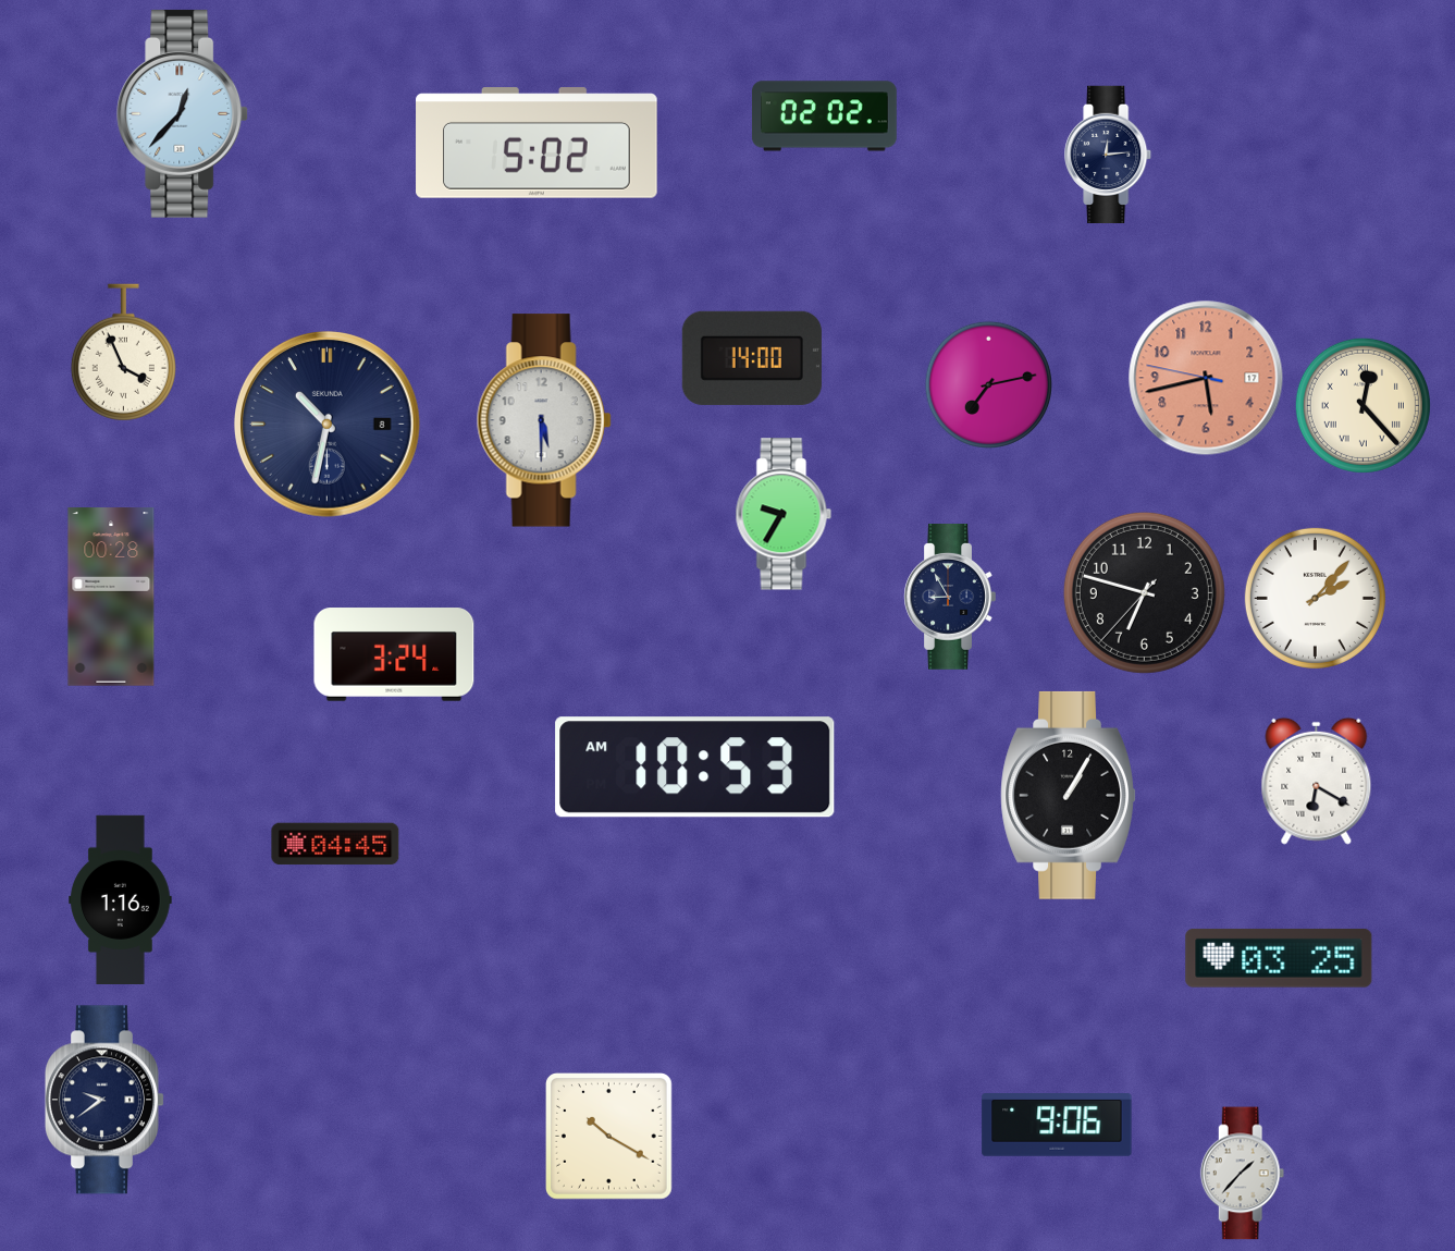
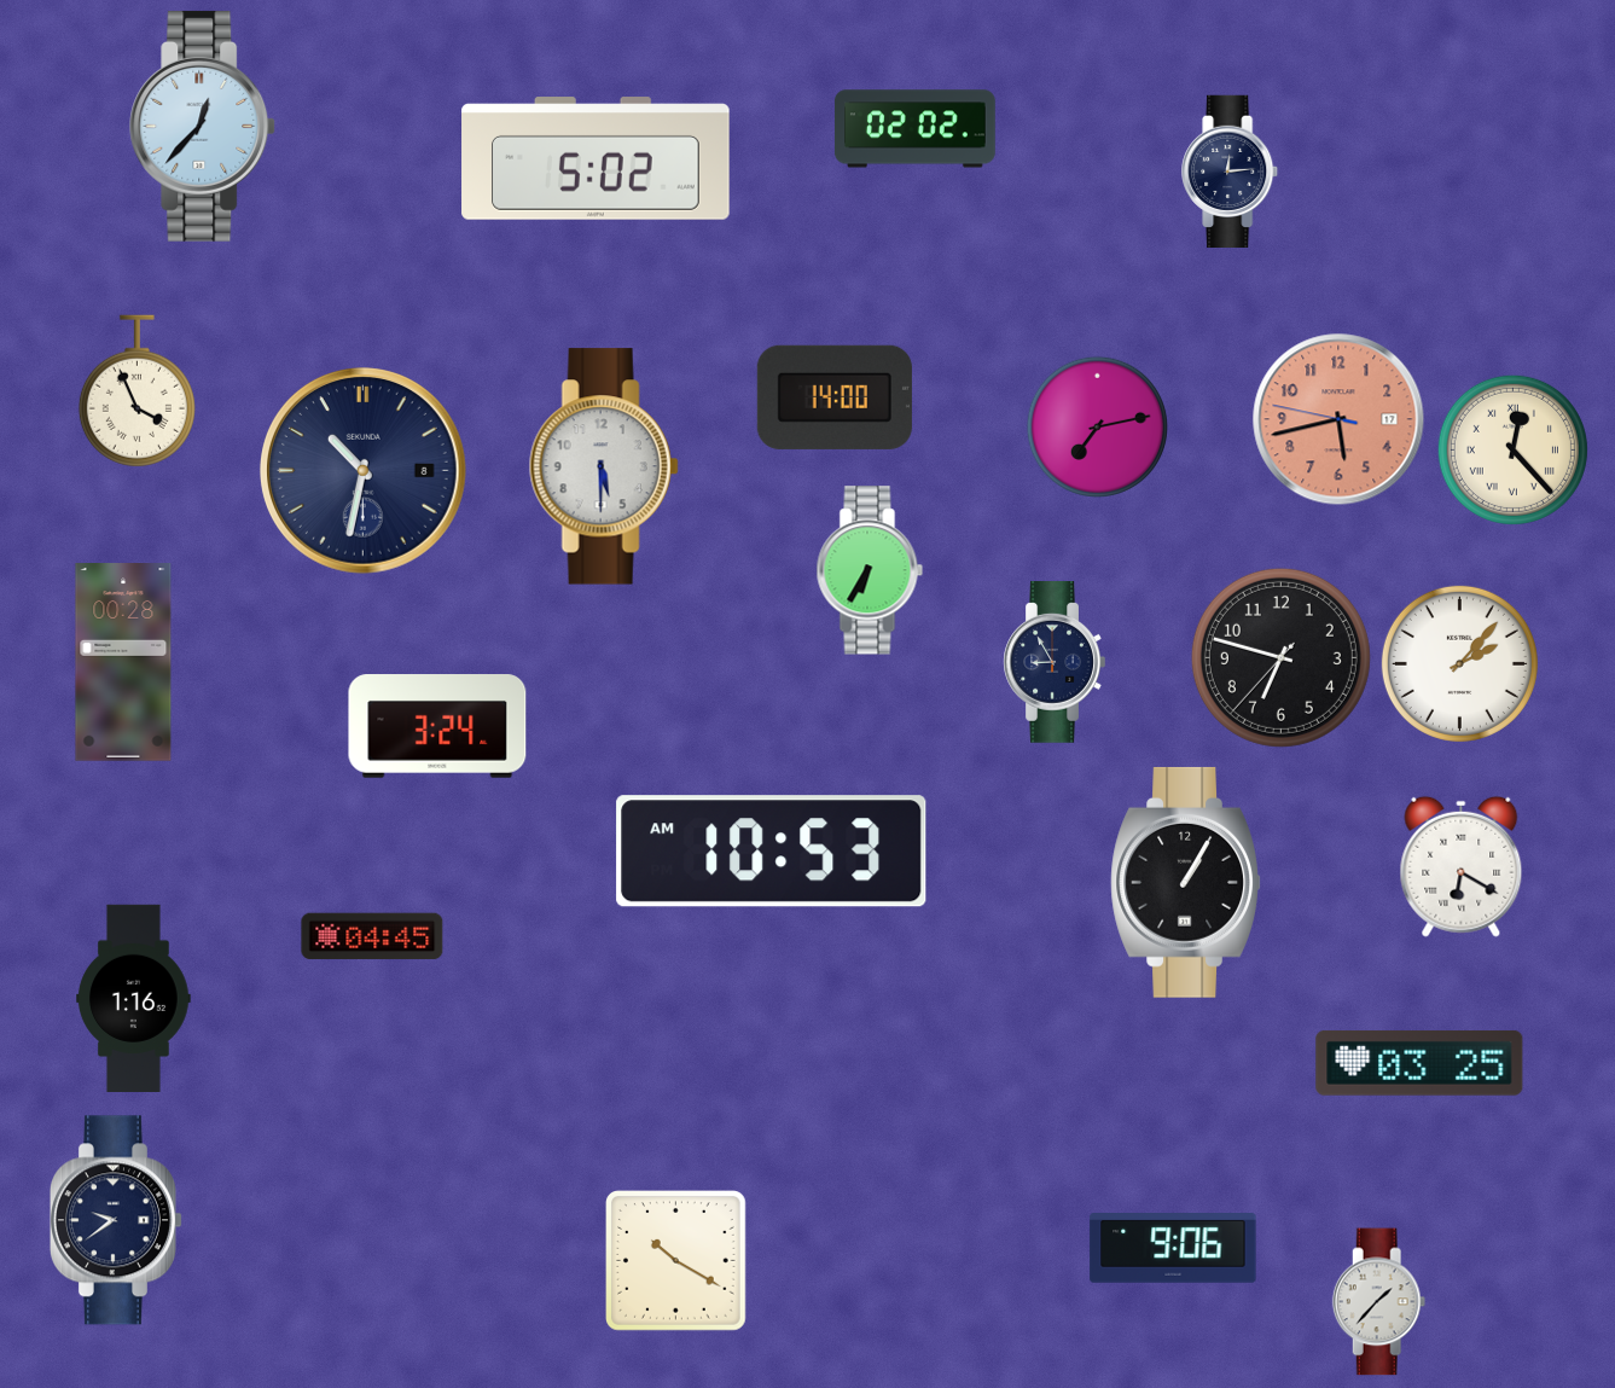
clock at (784, 514): 9:35 -> 6:35
clock at (1144, 592) position: (1144, 592) -> (1280, 657)
